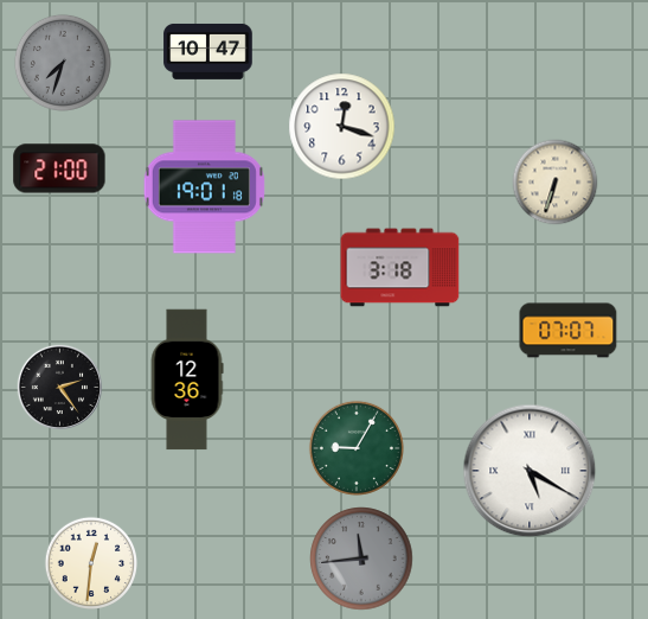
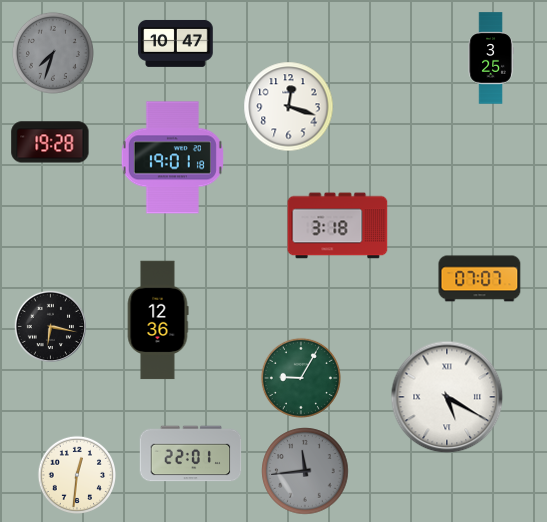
clock at (491, 58): none -> 3:25
clock at (59, 168): 21:00 -> 19:28
clock at (556, 183): 6:33 -> none
clock at (59, 387): 2:24 -> 6:17
clock at (191, 454): none -> 22:01
